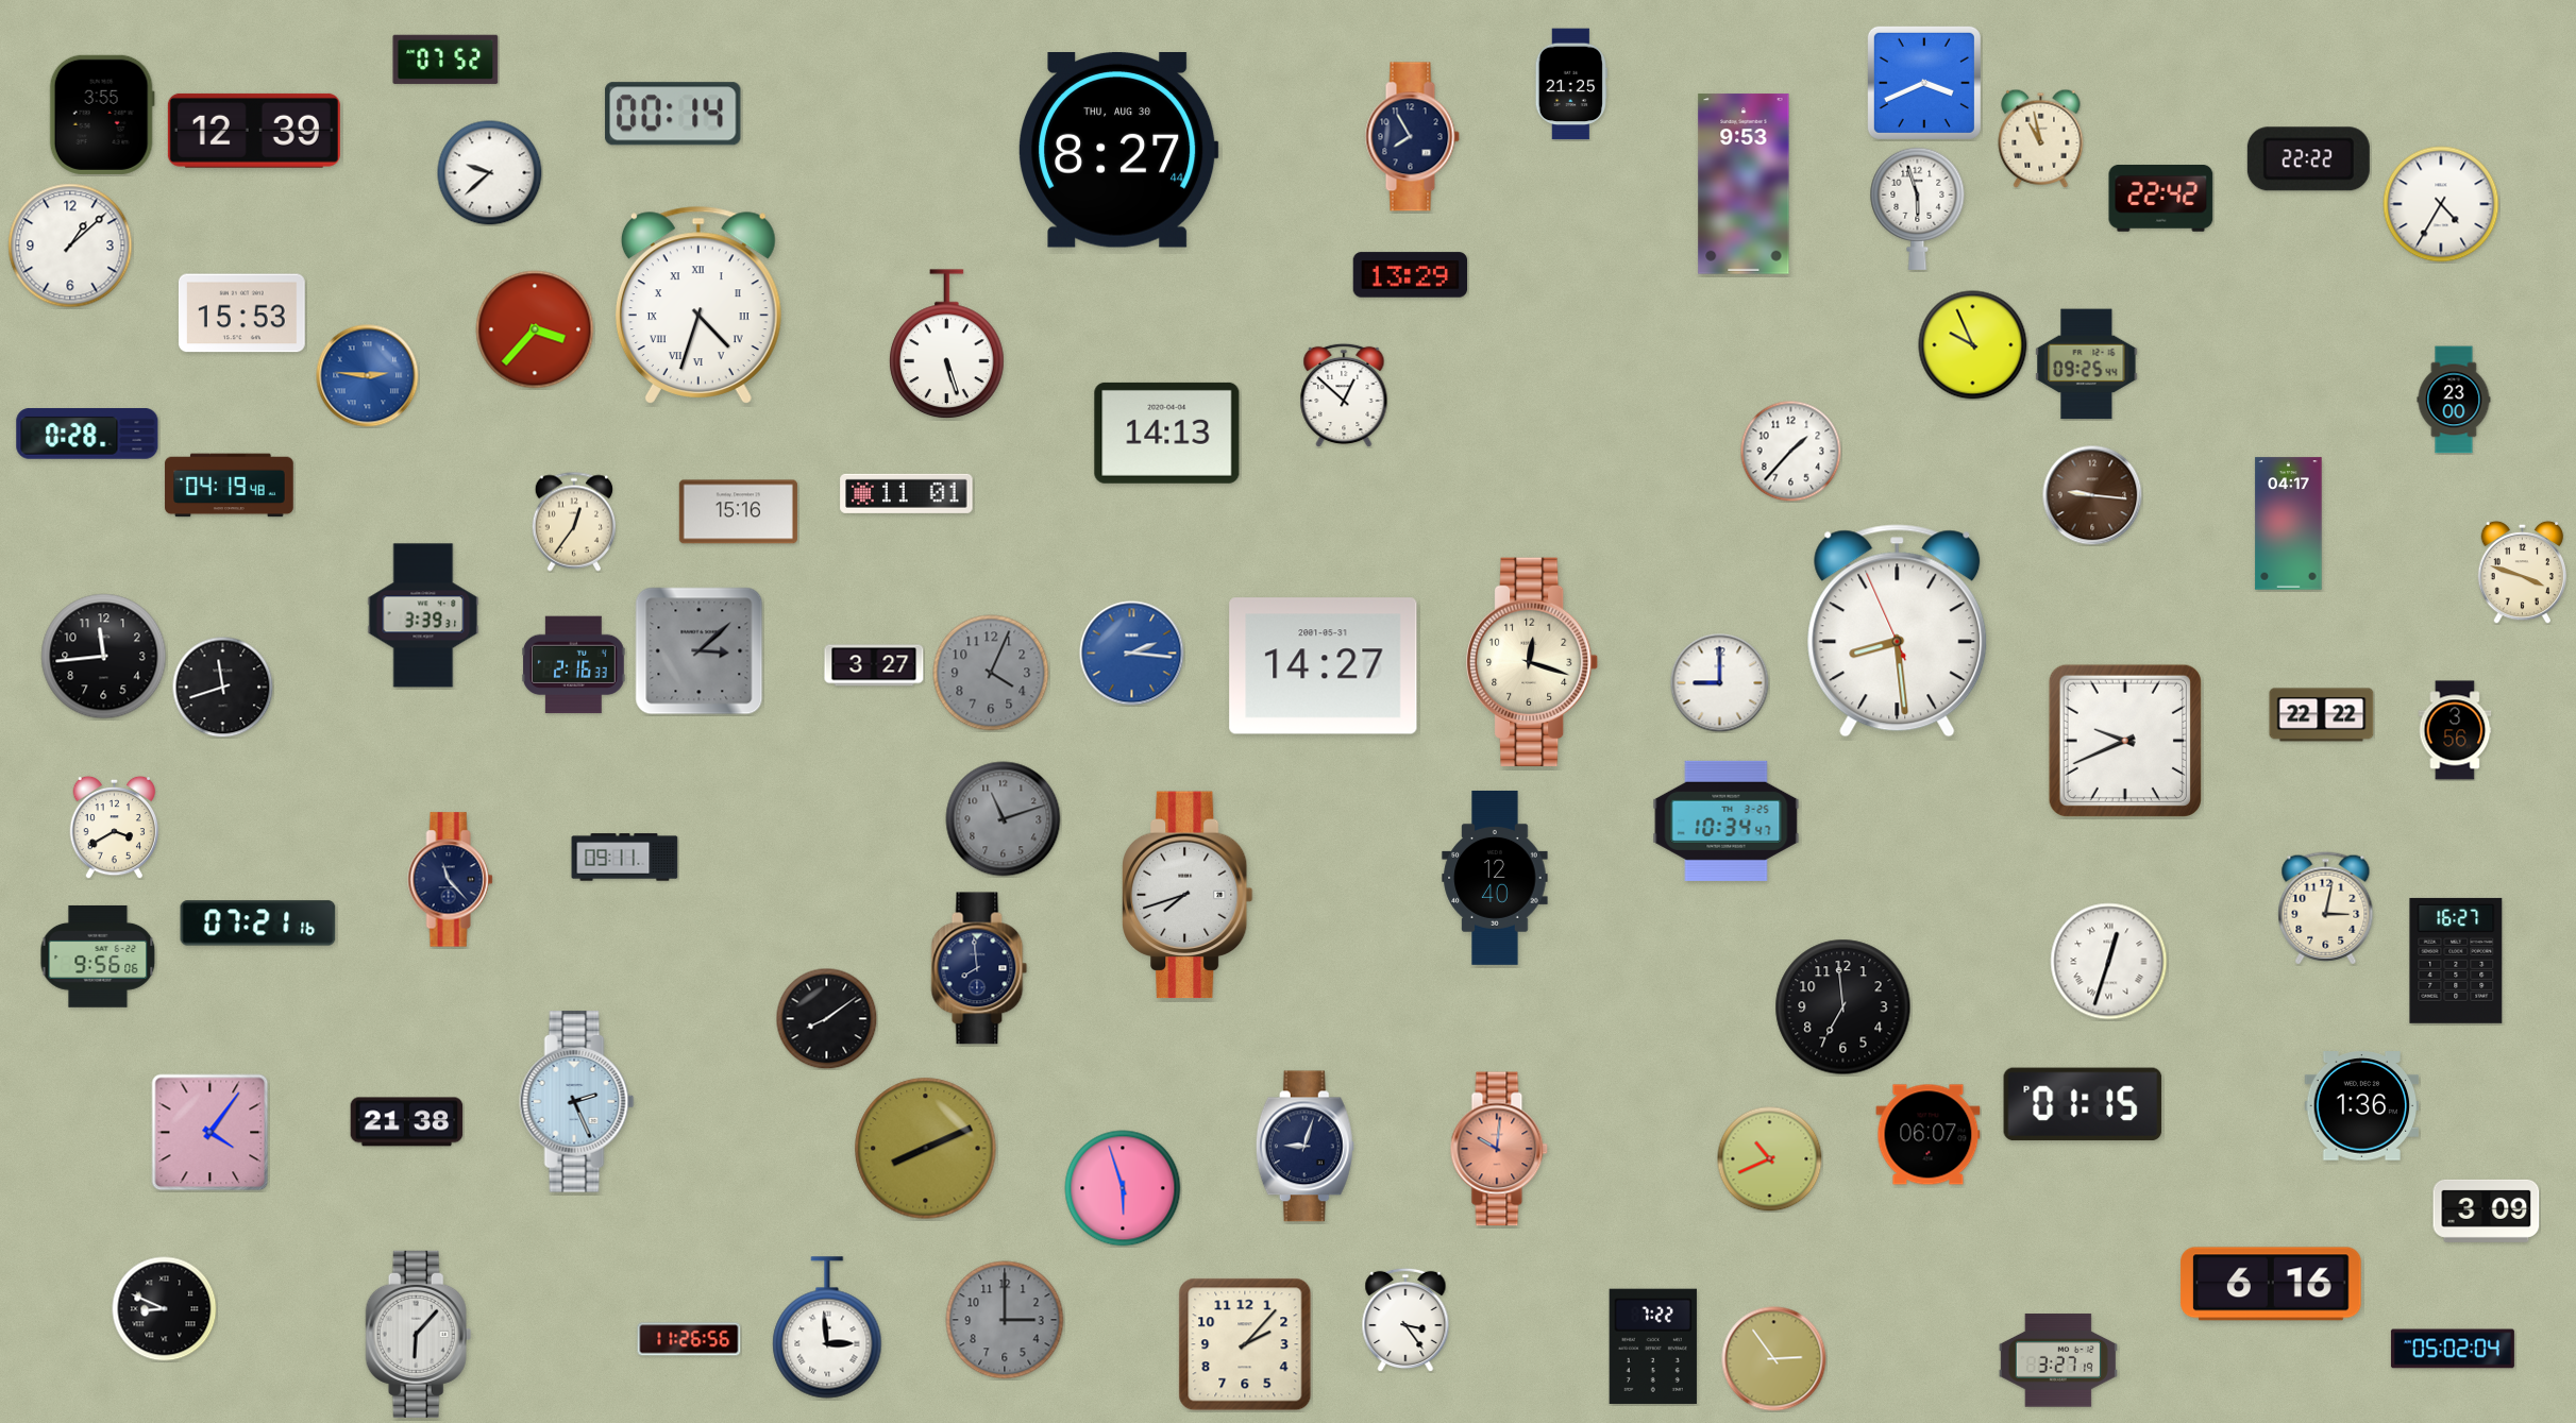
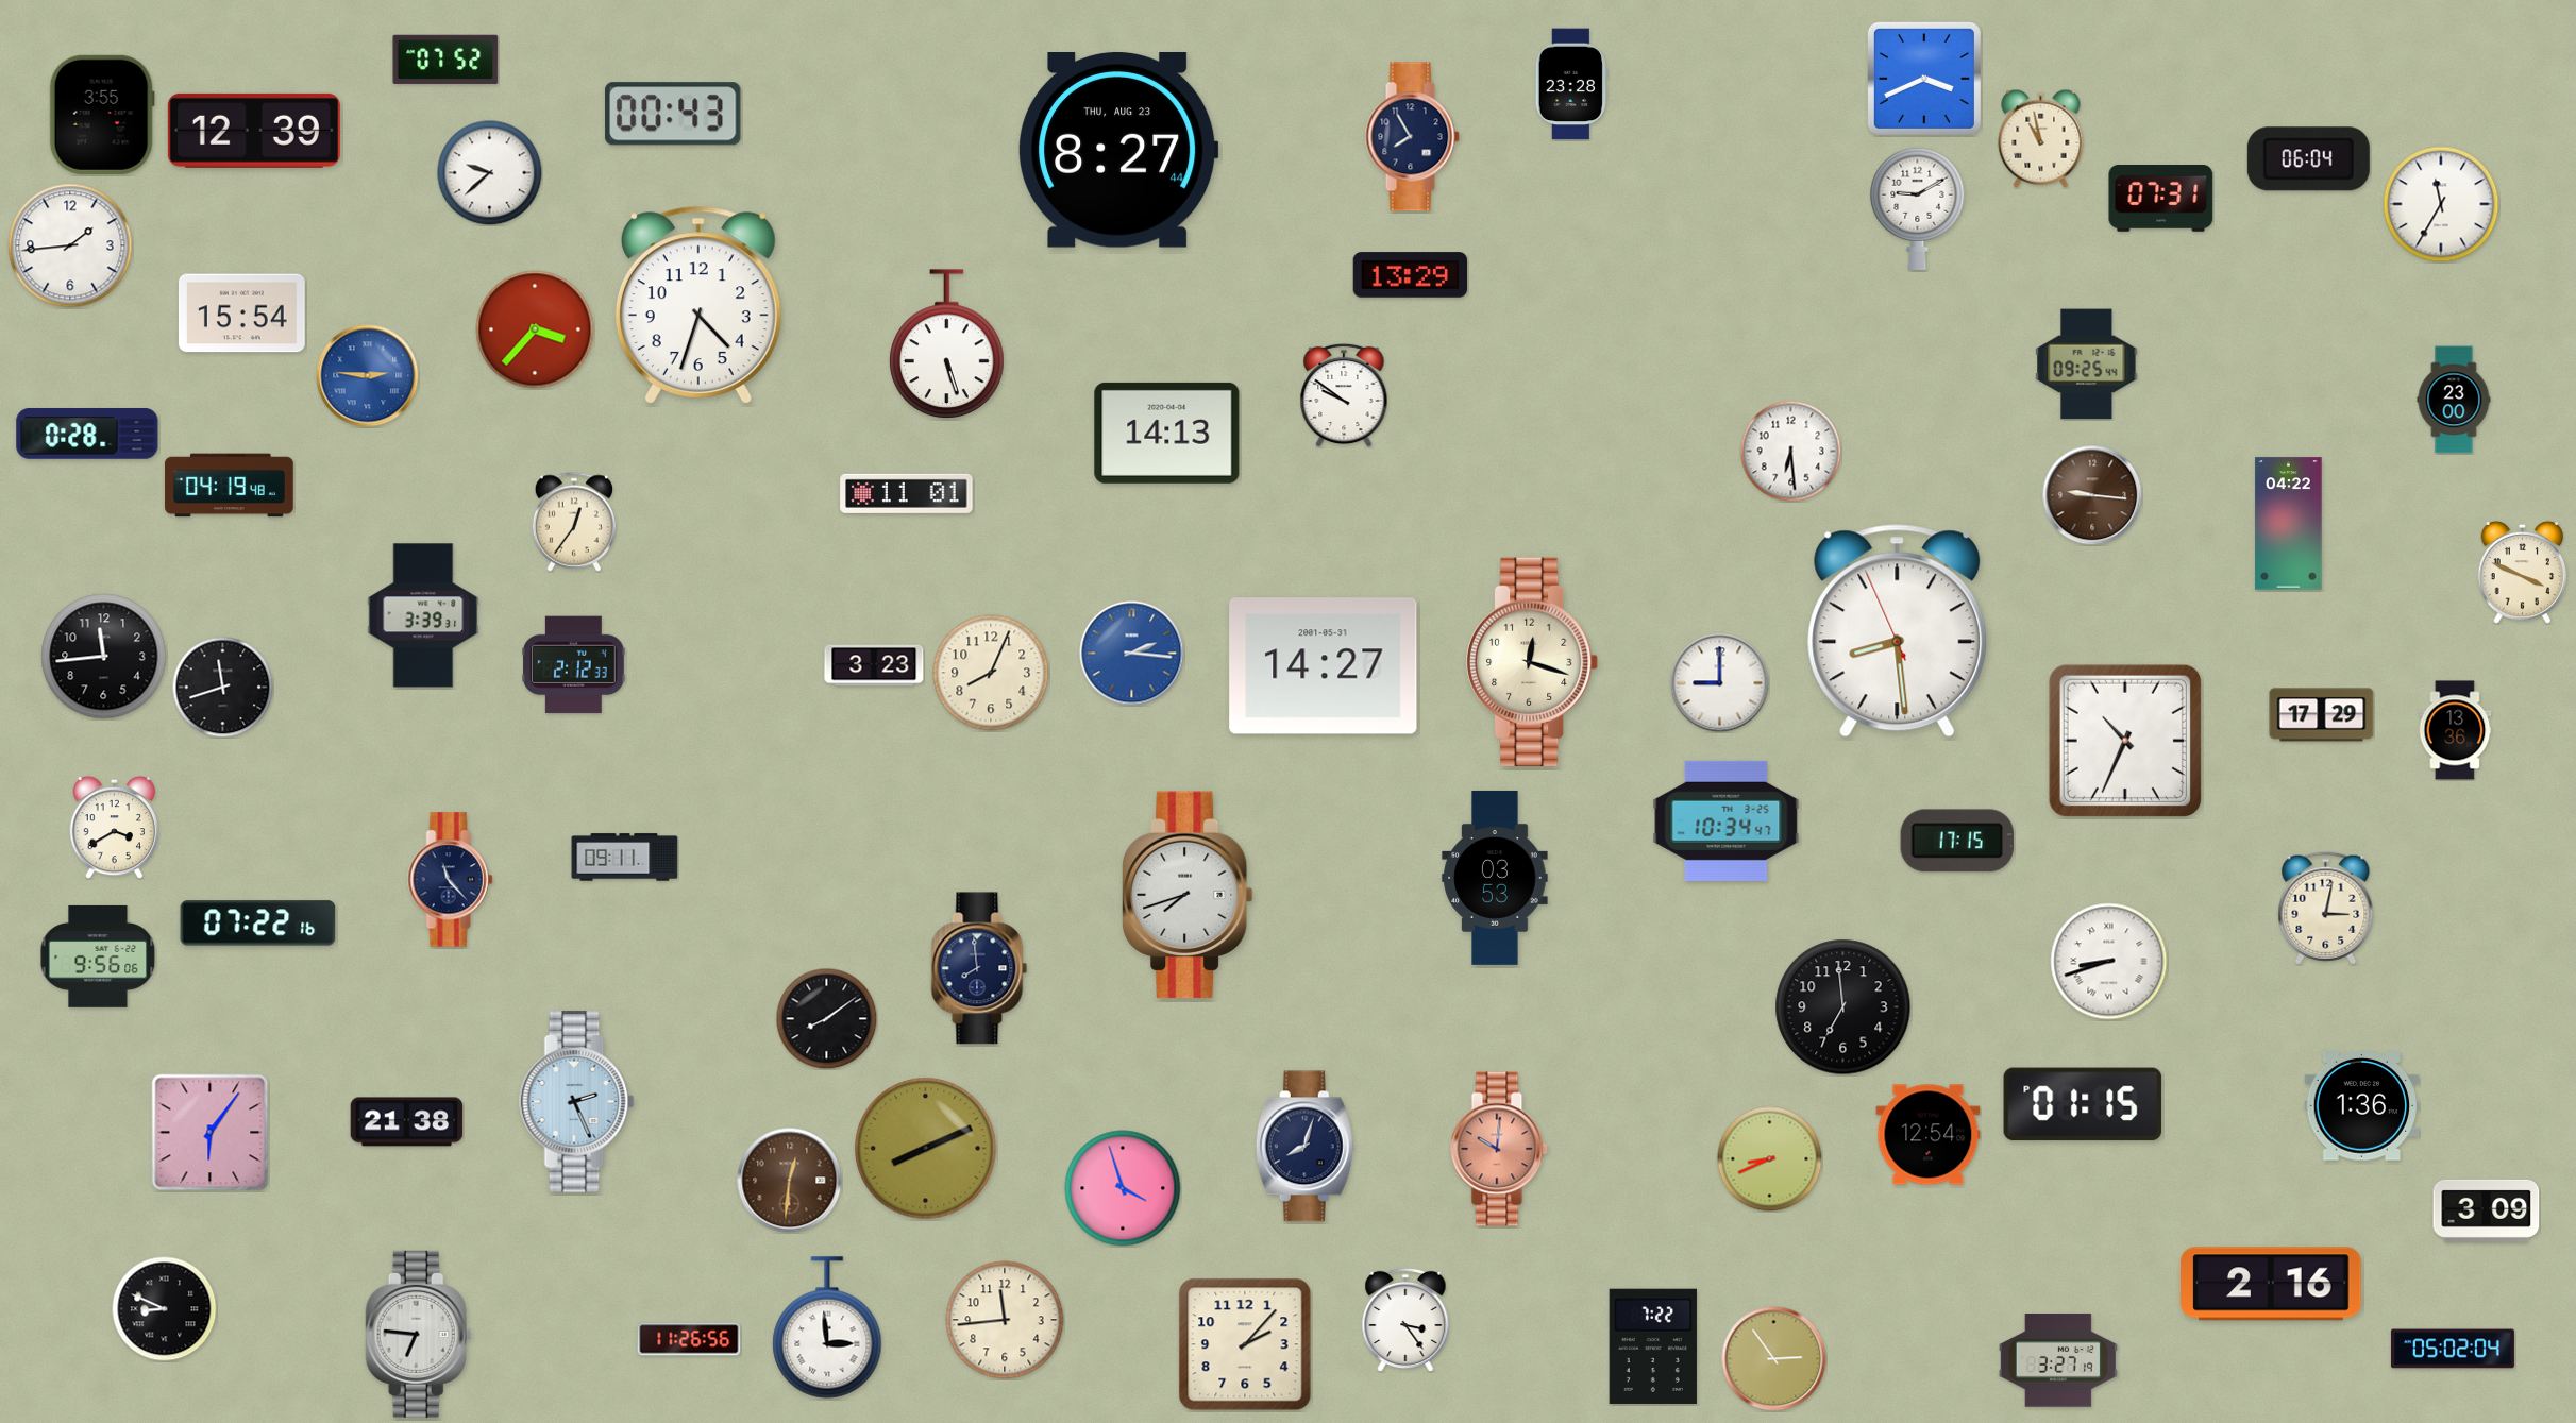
clock at (1924, 83) position: (1924, 83) -> (1924, 79)
clock at (1571, 84): 21:25 -> 23:28
clock at (673, 114): 00:14 -> 00:43
clock at (1119, 151) date: THU, AUG 30 -> THU, AUG 23
clock at (2308, 159): 22:22 -> 06:04
clock at (1744, 184): 9:53 -> none
clock at (2161, 199): 22:42 -> 07:31
clock at (2441, 204): 4:35 -> 11:35
clock at (1918, 208): 5:57 -> 9:10
clock at (70, 245): 1:08 -> 1:44
clock at (698, 305) numerals: Roman -> Arabic
clock at (241, 314): 15:53 -> 15:54
clock at (1973, 345): 9:56 -> none
clock at (1344, 395): 12:52 -> 9:51
clock at (1790, 451): 1:37 -> 6:29
clock at (738, 512): 15:16 -> none
clock at (2289, 524): 04:17 -> 04:22
clock at (2523, 572): 3:48 -> 3:49
clock at (700, 651): 3:08 -> none
clock at (574, 665): 2:16 -> 2:12
clock at (874, 665): 3:27 -> 3:23
clock at (991, 673): 4:04 -> 8:04
clock at (991, 673) dial: grey -> cream
clock at (2322, 715): 22:22 -> 17:29
clock at (2455, 730): 3:56 -> 13:36
clock at (2125, 741): 9:41 -> 10:34
clock at (1004, 819): 11:12 -> none
clock at (1957, 841): none -> 17:15
clock at (1495, 878): 12:40 -> 03:53
clock at (258, 924): 07:21 -> 07:22
clock at (2456, 961): 16:27 -> none
clock at (2109, 962): 12:33 -> 8:42
clock at (211, 1133): 4:06 -> 6:06
clock at (1929, 1135): 06:07 -> 12:54
clock at (1304, 1147): 9:03 -> 8:03
clock at (1770, 1159): 10:41 -> 8:41
clock at (790, 1181): none -> 12:31
clock at (1123, 1188): 5:57 -> 3:57
clock at (2271, 1284): 6:16 -> 2:16
clock at (1005, 1320): 3:00 -> 11:44
clock at (1005, 1320) dial: grey -> cream
clock at (419, 1334): 6:07 -> 6:46
